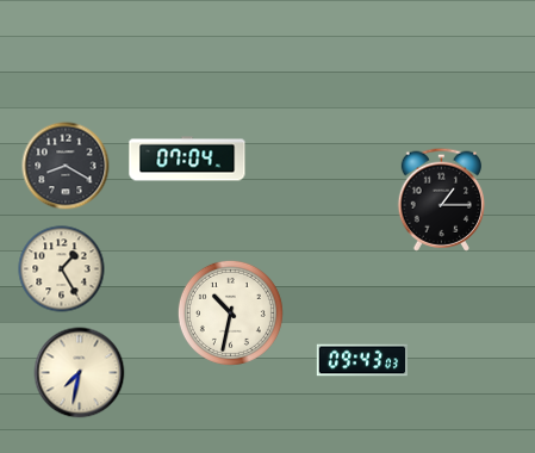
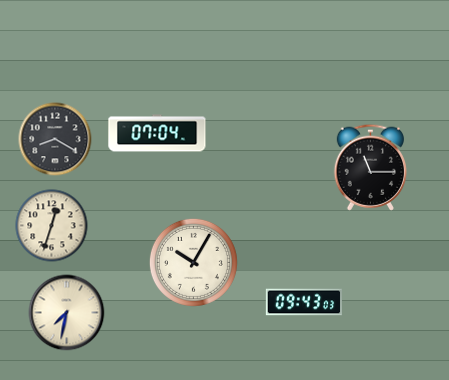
clock at (441, 199): 1:15 -> 11:15
clock at (62, 269): 1:25 -> 12:33
clock at (230, 312): 10:32 -> 10:05
